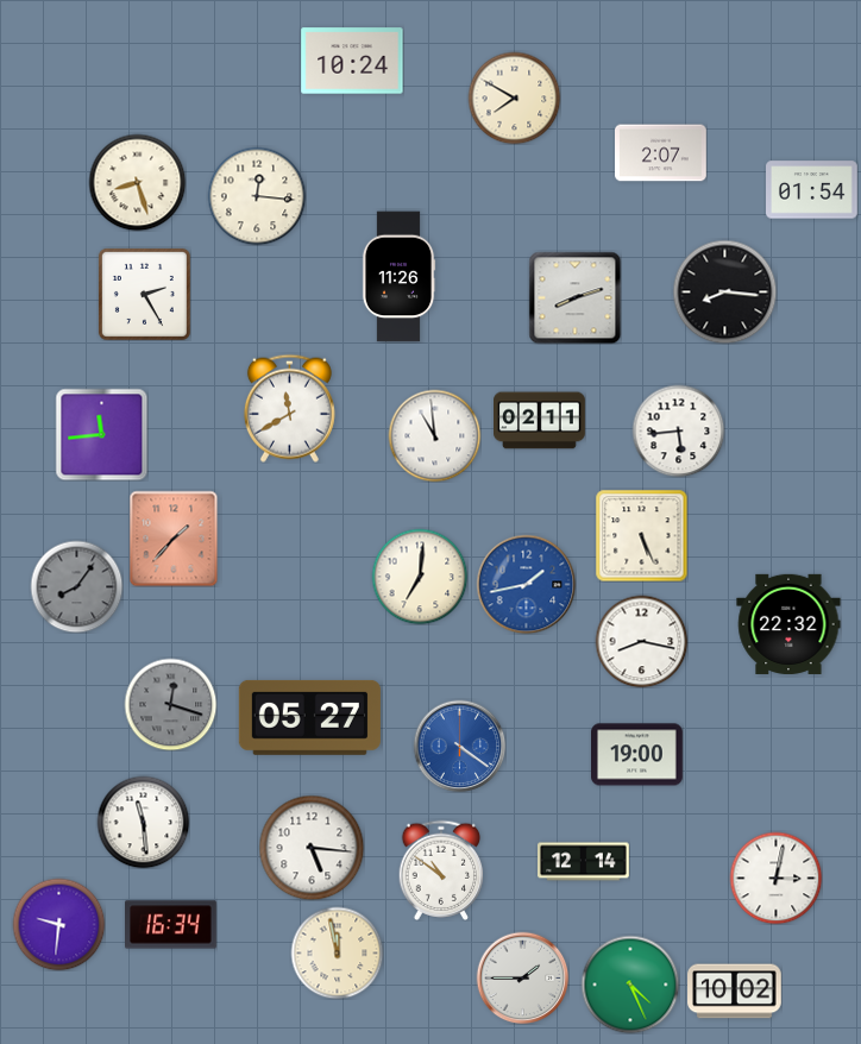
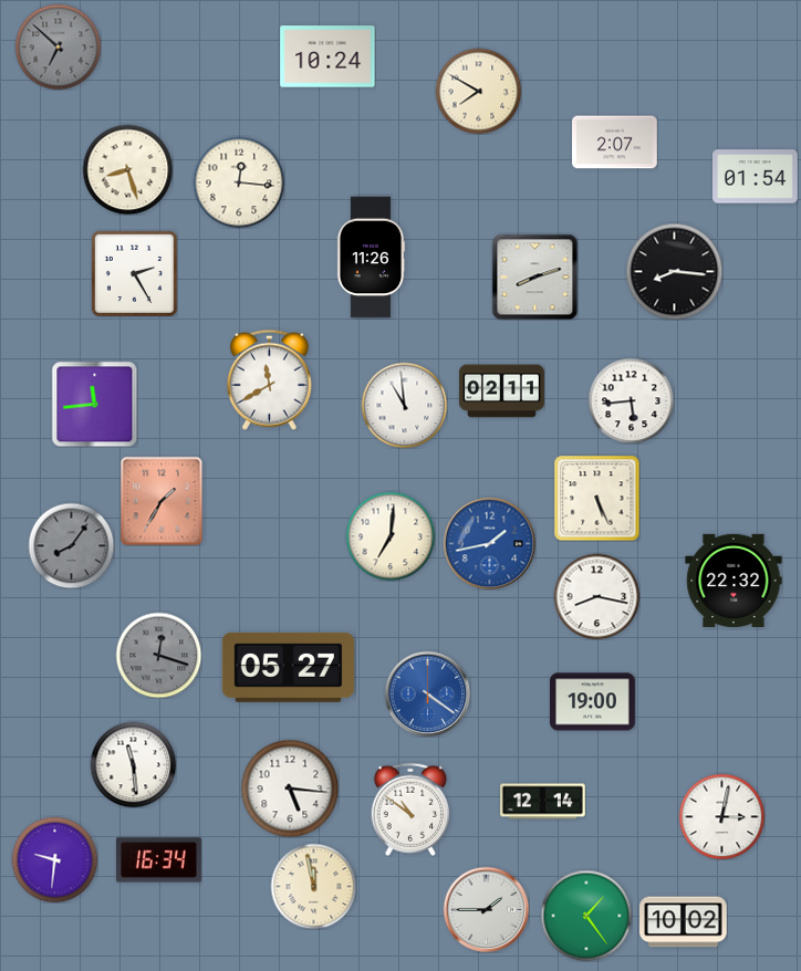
clock at (58, 46): none -> 6:52
clock at (174, 539): 1:37 -> 1:35
clock at (630, 985): 4:26 -> 1:24
